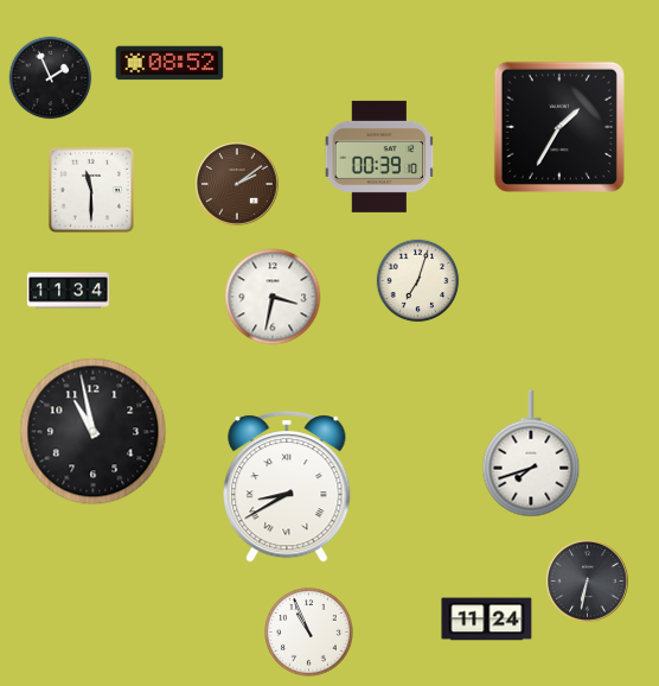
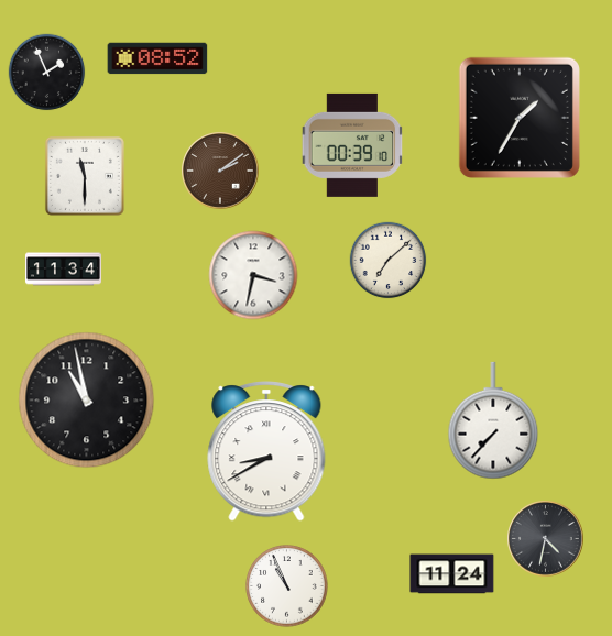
clock at (418, 281): 7:03 -> 7:08
clock at (531, 453): 7:42 -> 7:37
clock at (588, 582): 6:32 -> 4:32
